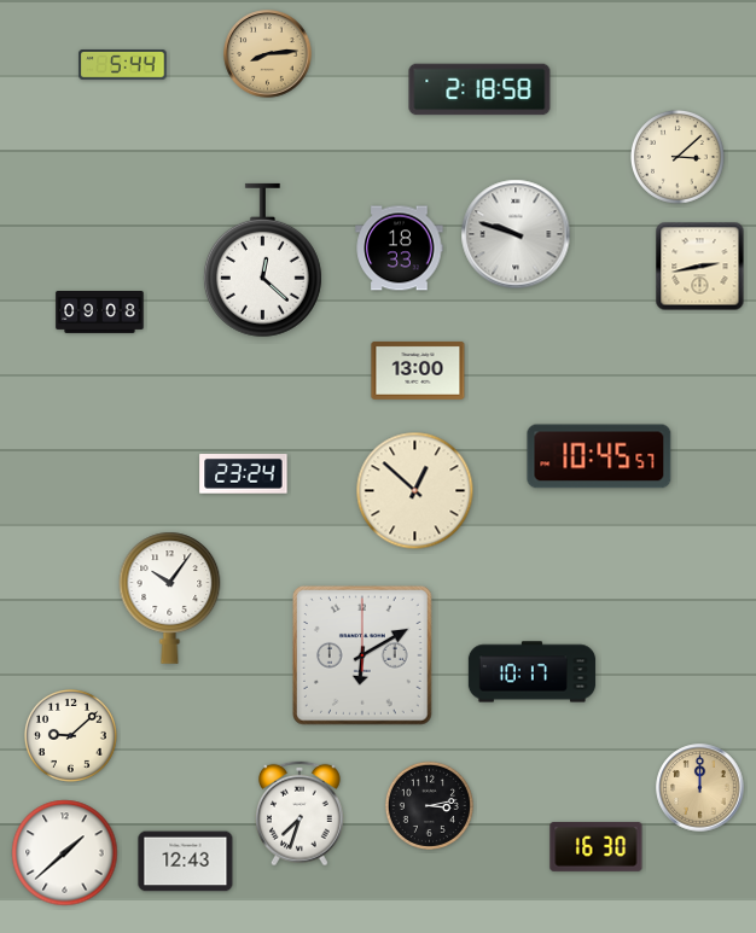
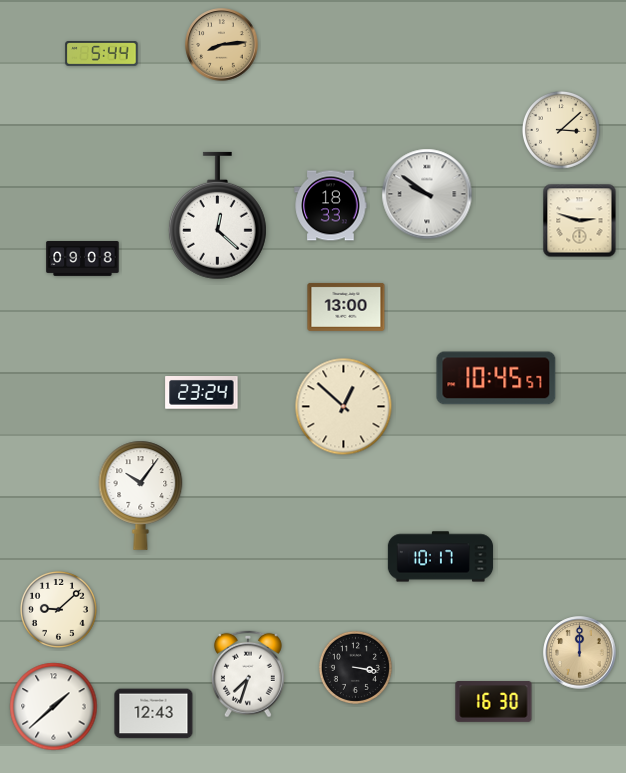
clock at (479, 89): 2:18 -> none
clock at (516, 234): 9:48 -> 9:51
clock at (700, 267): 2:43 -> 2:48
clock at (362, 655): 6:10 -> none
clock at (429, 805): 3:13 -> 3:17
